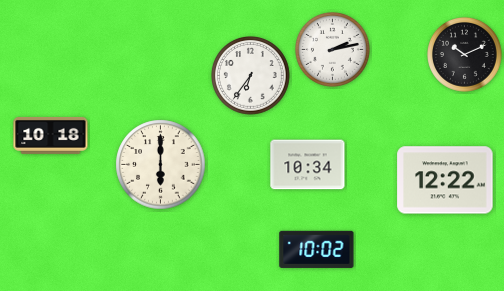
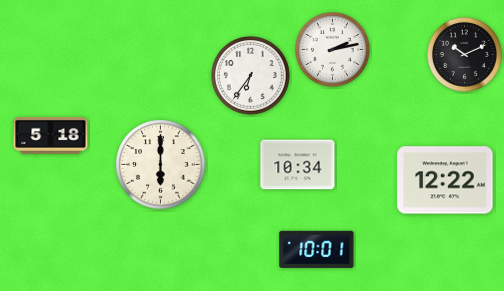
clock at (51, 135): 10:18 -> 5:18
clock at (308, 165) position: (308, 165) -> (298, 165)
clock at (317, 249): 10:02 -> 10:01
